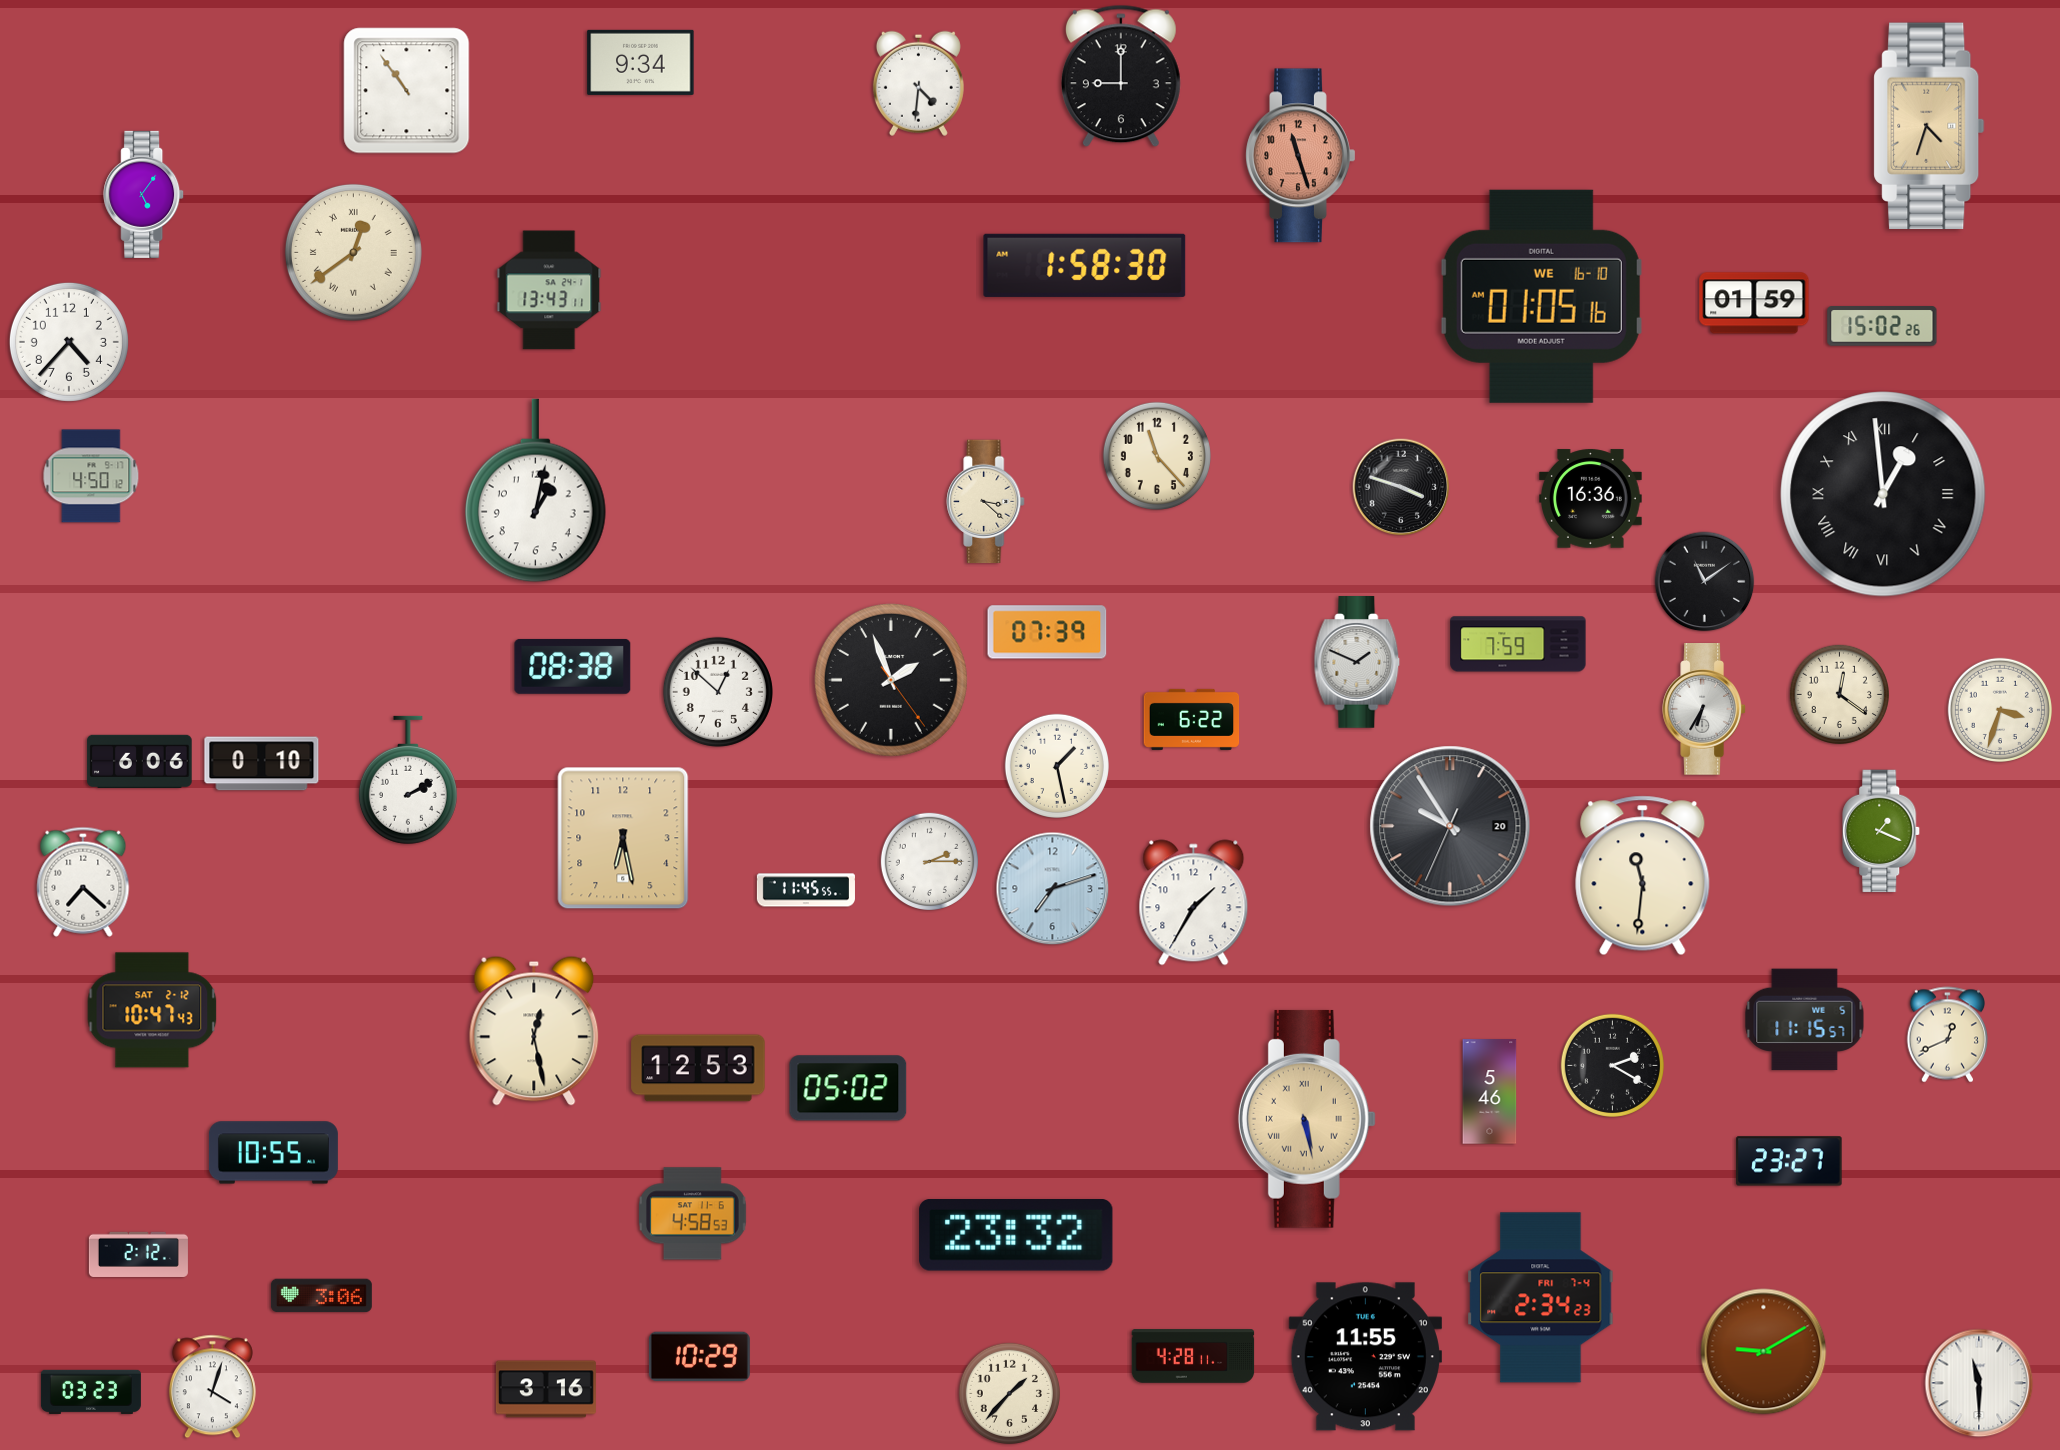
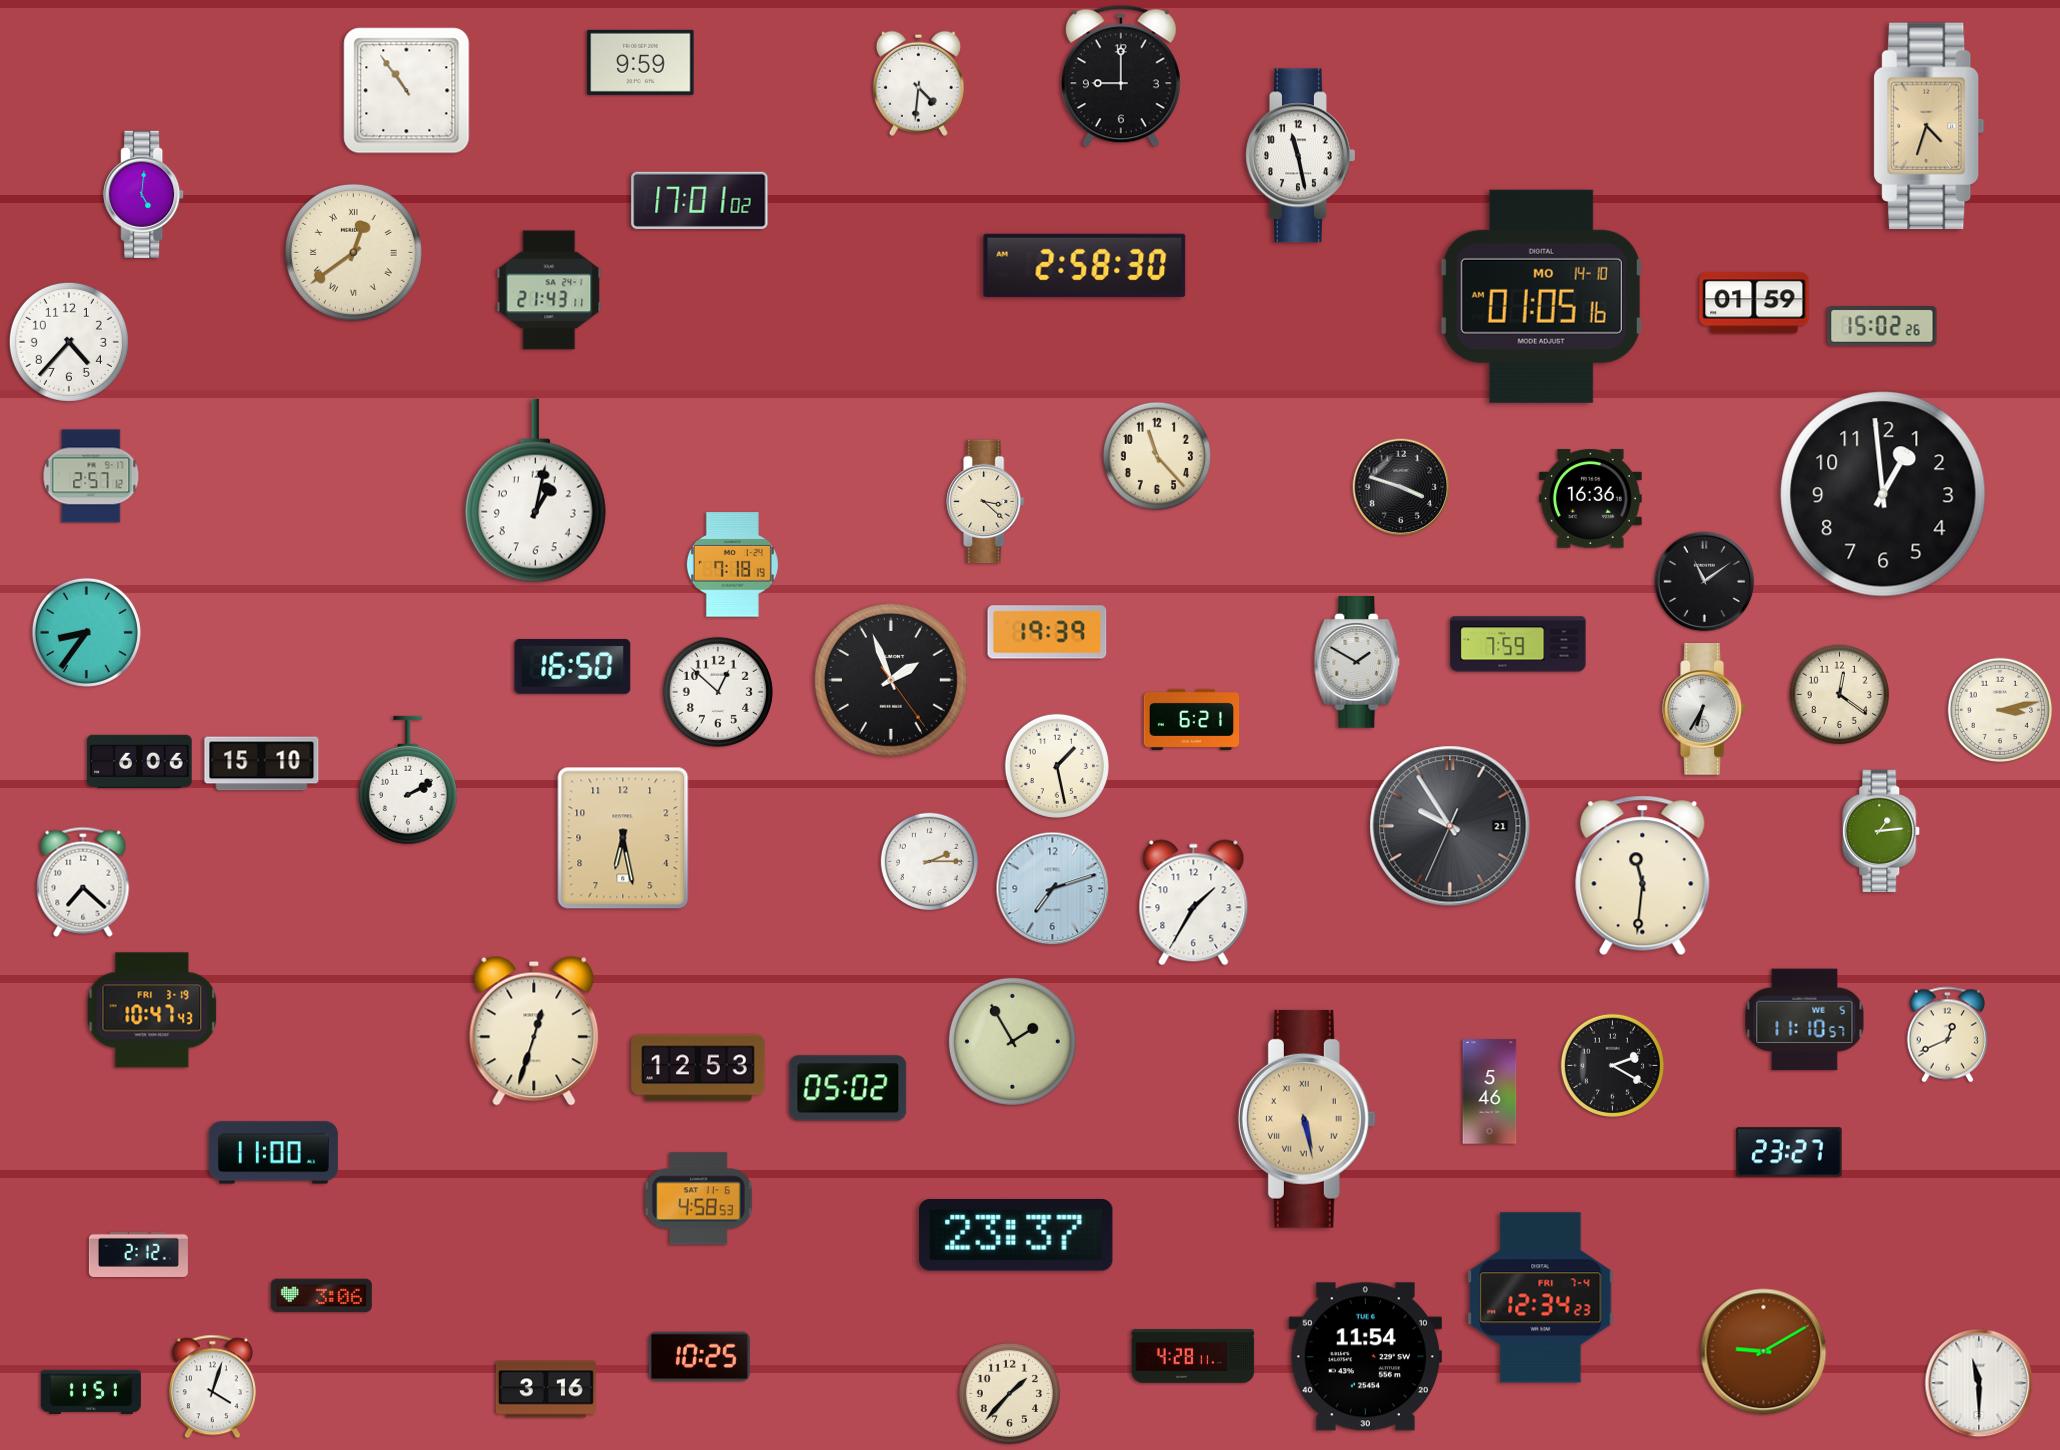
clock at (641, 62): 9:34 -> 9:59
clock at (1301, 156): 11:27 -> 11:28
clock at (1301, 156) dial: salmon -> white
clock at (144, 194): 5:06 -> 5:01
clock at (700, 200): none -> 17:01
clock at (1085, 265): 1:58 -> 2:58
clock at (549, 290): 13:43 -> 21:43
clock at (1541, 296) date: WE 16-10 -> MO 14-10
clock at (91, 476): 4:50 -> 2:57
clock at (1883, 494) numerals: Roman -> Arabic
clock at (732, 565): none -> 7:18
clock at (86, 632): none -> 8:36
clock at (1047, 632): 07:39 -> 19:39
clock at (1357, 663): 1:49 -> 1:50
clock at (573, 666): 08:38 -> 16:50
clock at (2000, 710): 3:33 -> 3:13
clock at (1192, 719): 6:22 -> 6:21
clock at (262, 764): 0:10 -> 15:10
clock at (1450, 826) date: 20 -> 21
clock at (1882, 831): 1:19 -> 1:14
clock at (806, 890): 11:45 -> none
clock at (152, 1010) date: SAT 2-12 -> FRI 3-19
clock at (1805, 1020): 11:15 -> 11:10
clock at (534, 1031): 12:28 -> 12:33
clock at (1012, 1041): none -> 1:55
clock at (273, 1153): 10:55 -> 11:00
clock at (1789, 1161) position: (1789, 1161) -> (1789, 1152)
clock at (693, 1214) position: (693, 1214) -> (699, 1199)
clock at (1016, 1236): 23:32 -> 23:37
clock at (1541, 1298): 2:34 -> 12:34
clock at (699, 1357): 10:29 -> 10:25
clock at (1365, 1357): 11:55 -> 11:54
clock at (91, 1392): 03:23 -> 11:51
